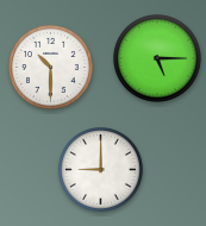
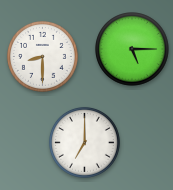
clock at (50, 67): 10:30 -> 8:30
clock at (100, 169): 9:00 -> 7:00
